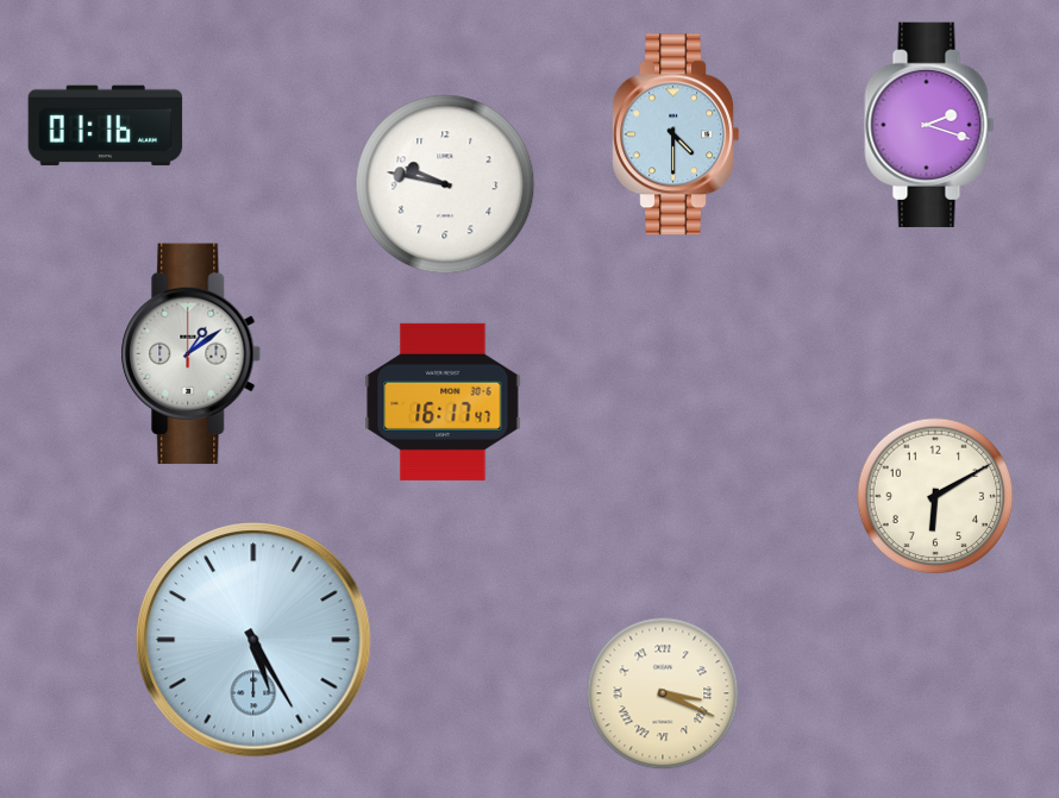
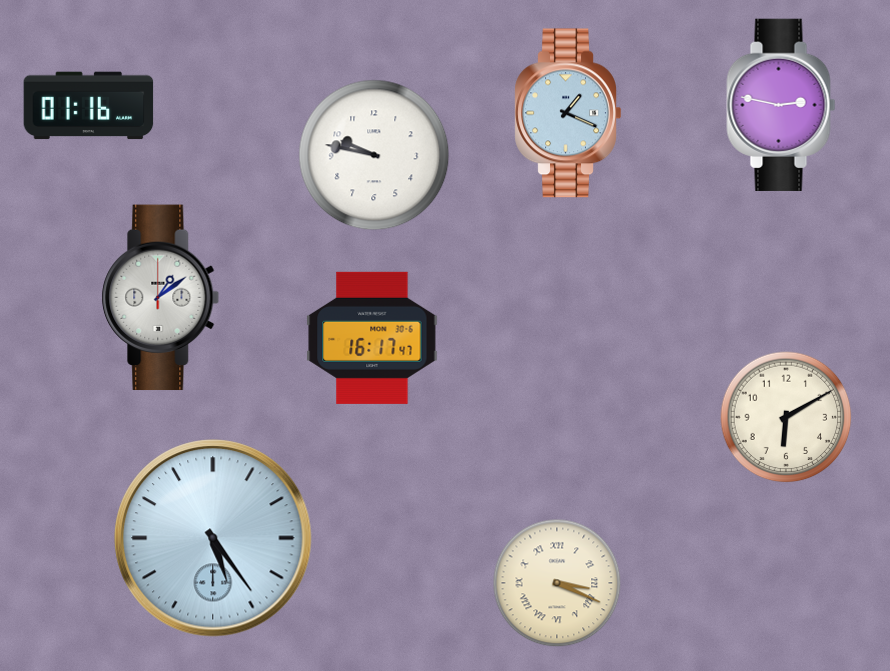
clock at (929, 125): 2:18 -> 2:47
clock at (676, 134): 4:30 -> 1:19
clock at (253, 640): 5:25 -> 5:24
